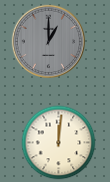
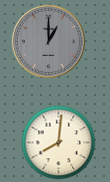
clock at (59, 143): 12:01 -> 8:01
